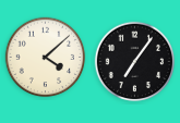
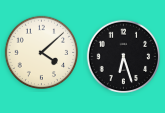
clock at (135, 62): 7:06 -> 6:27
